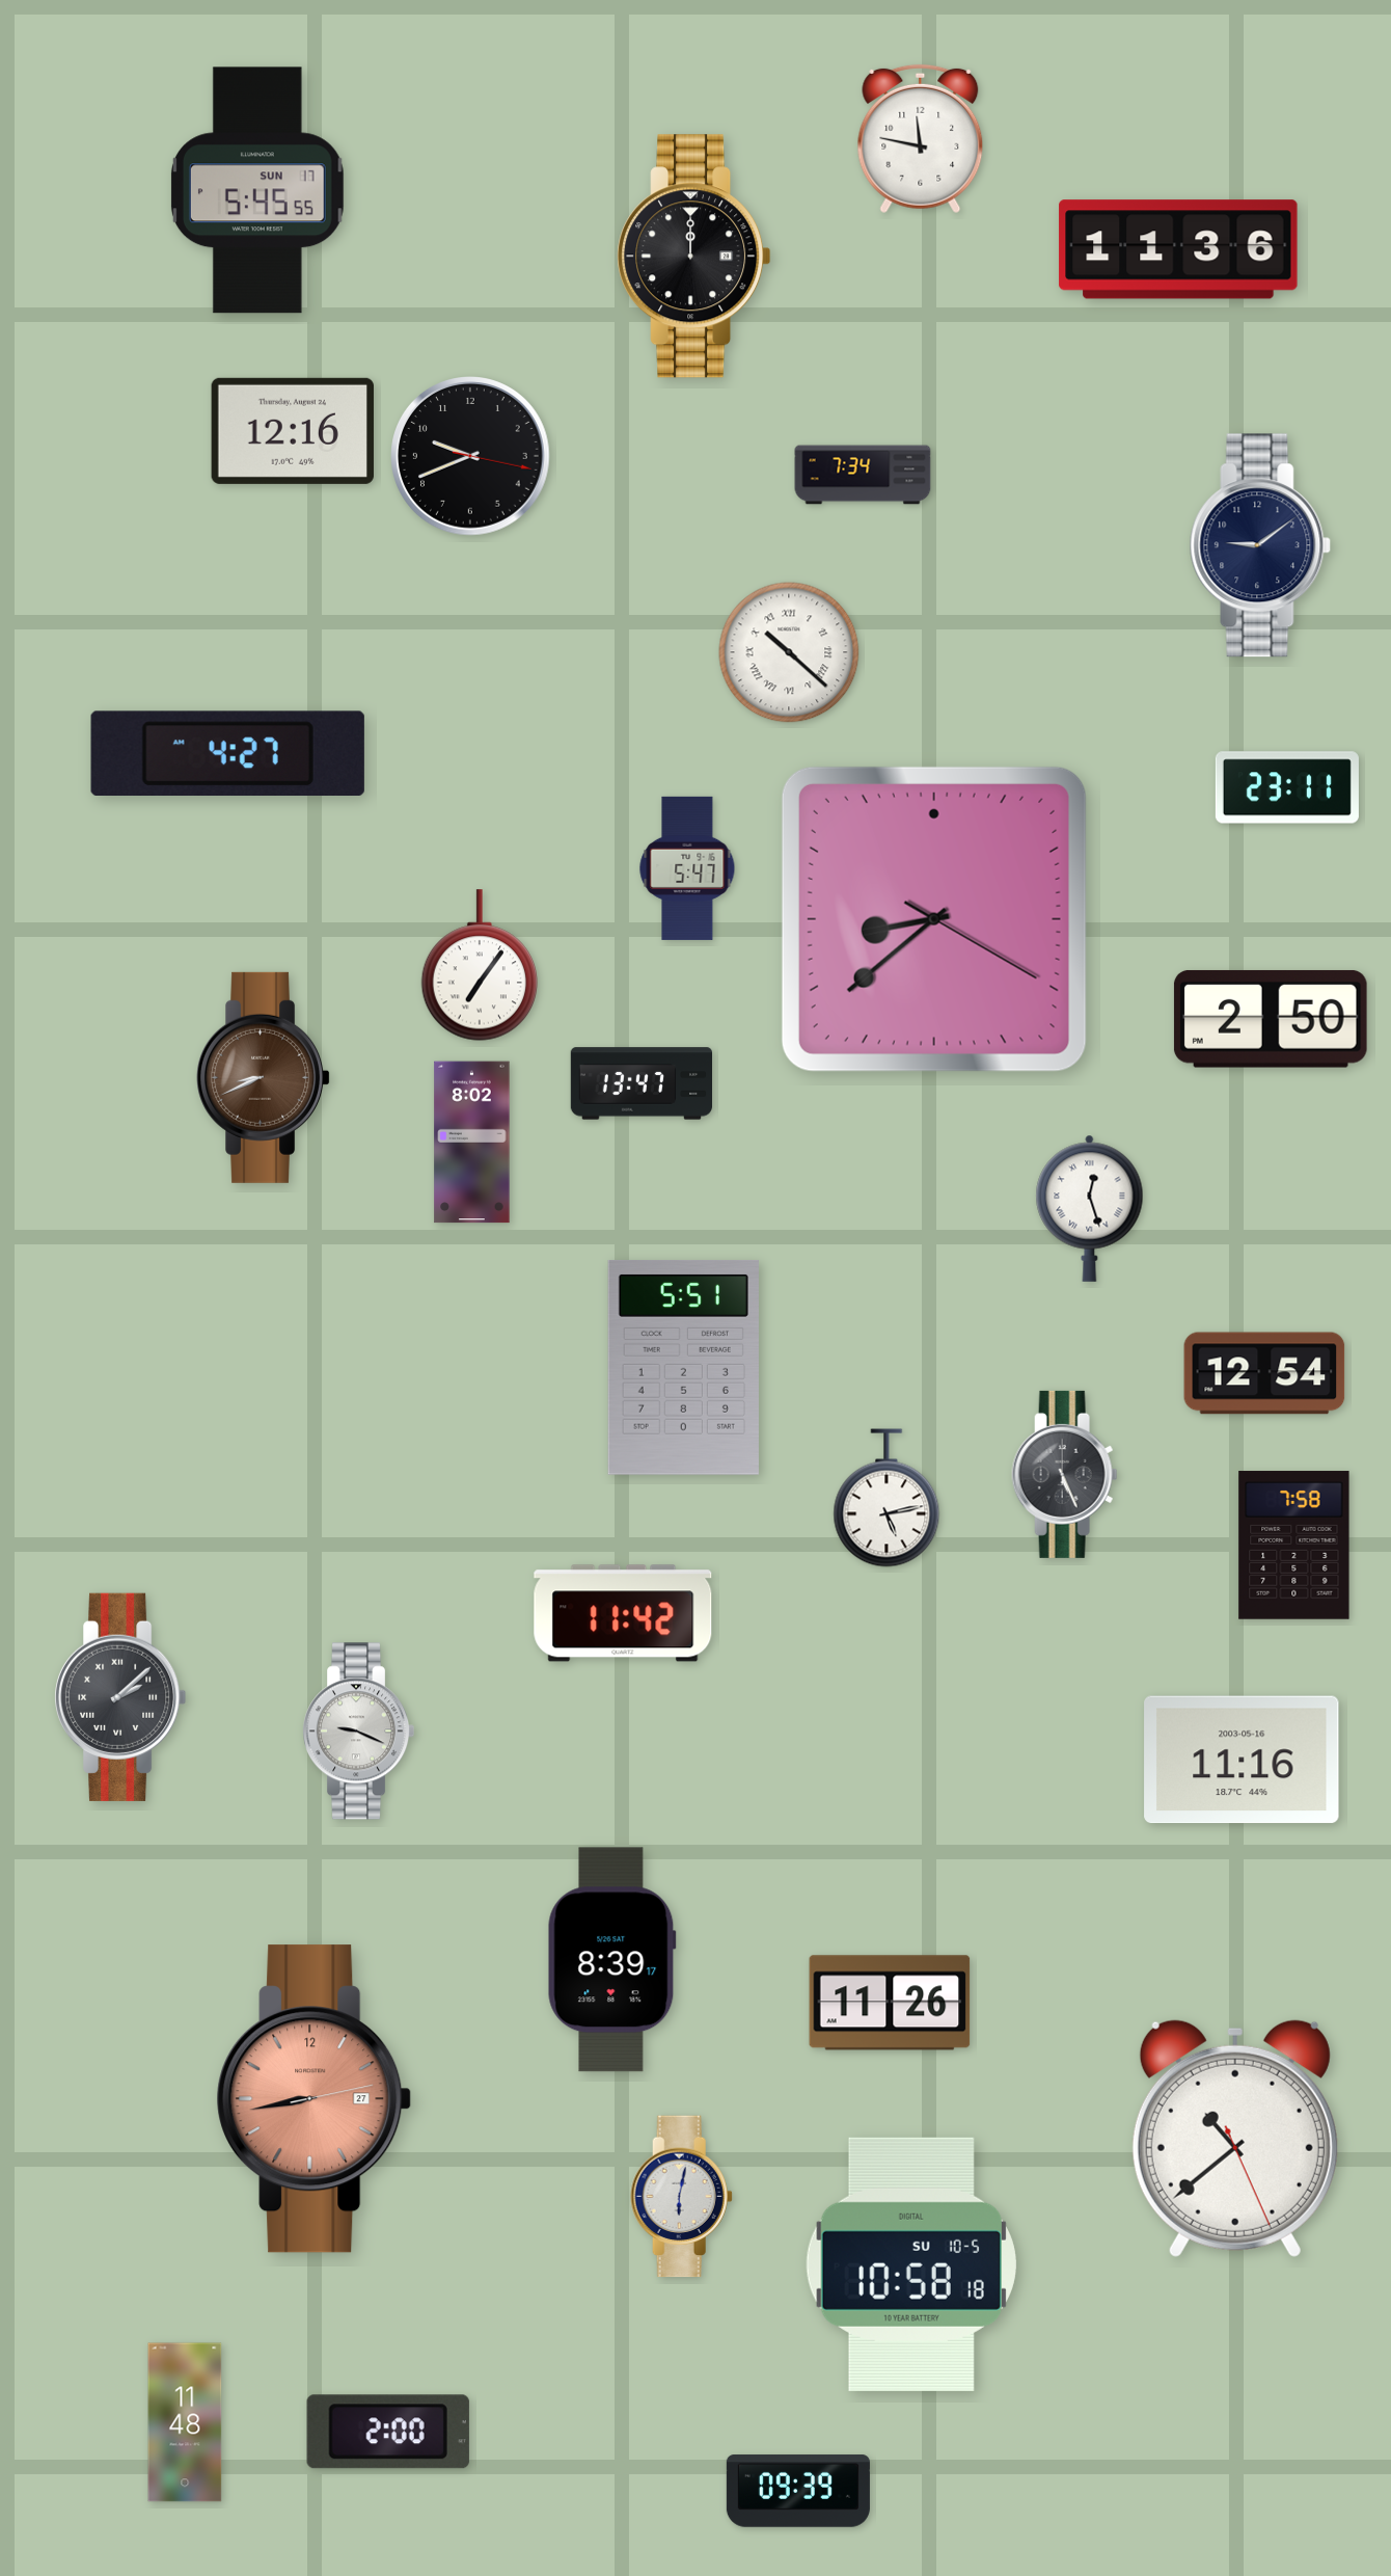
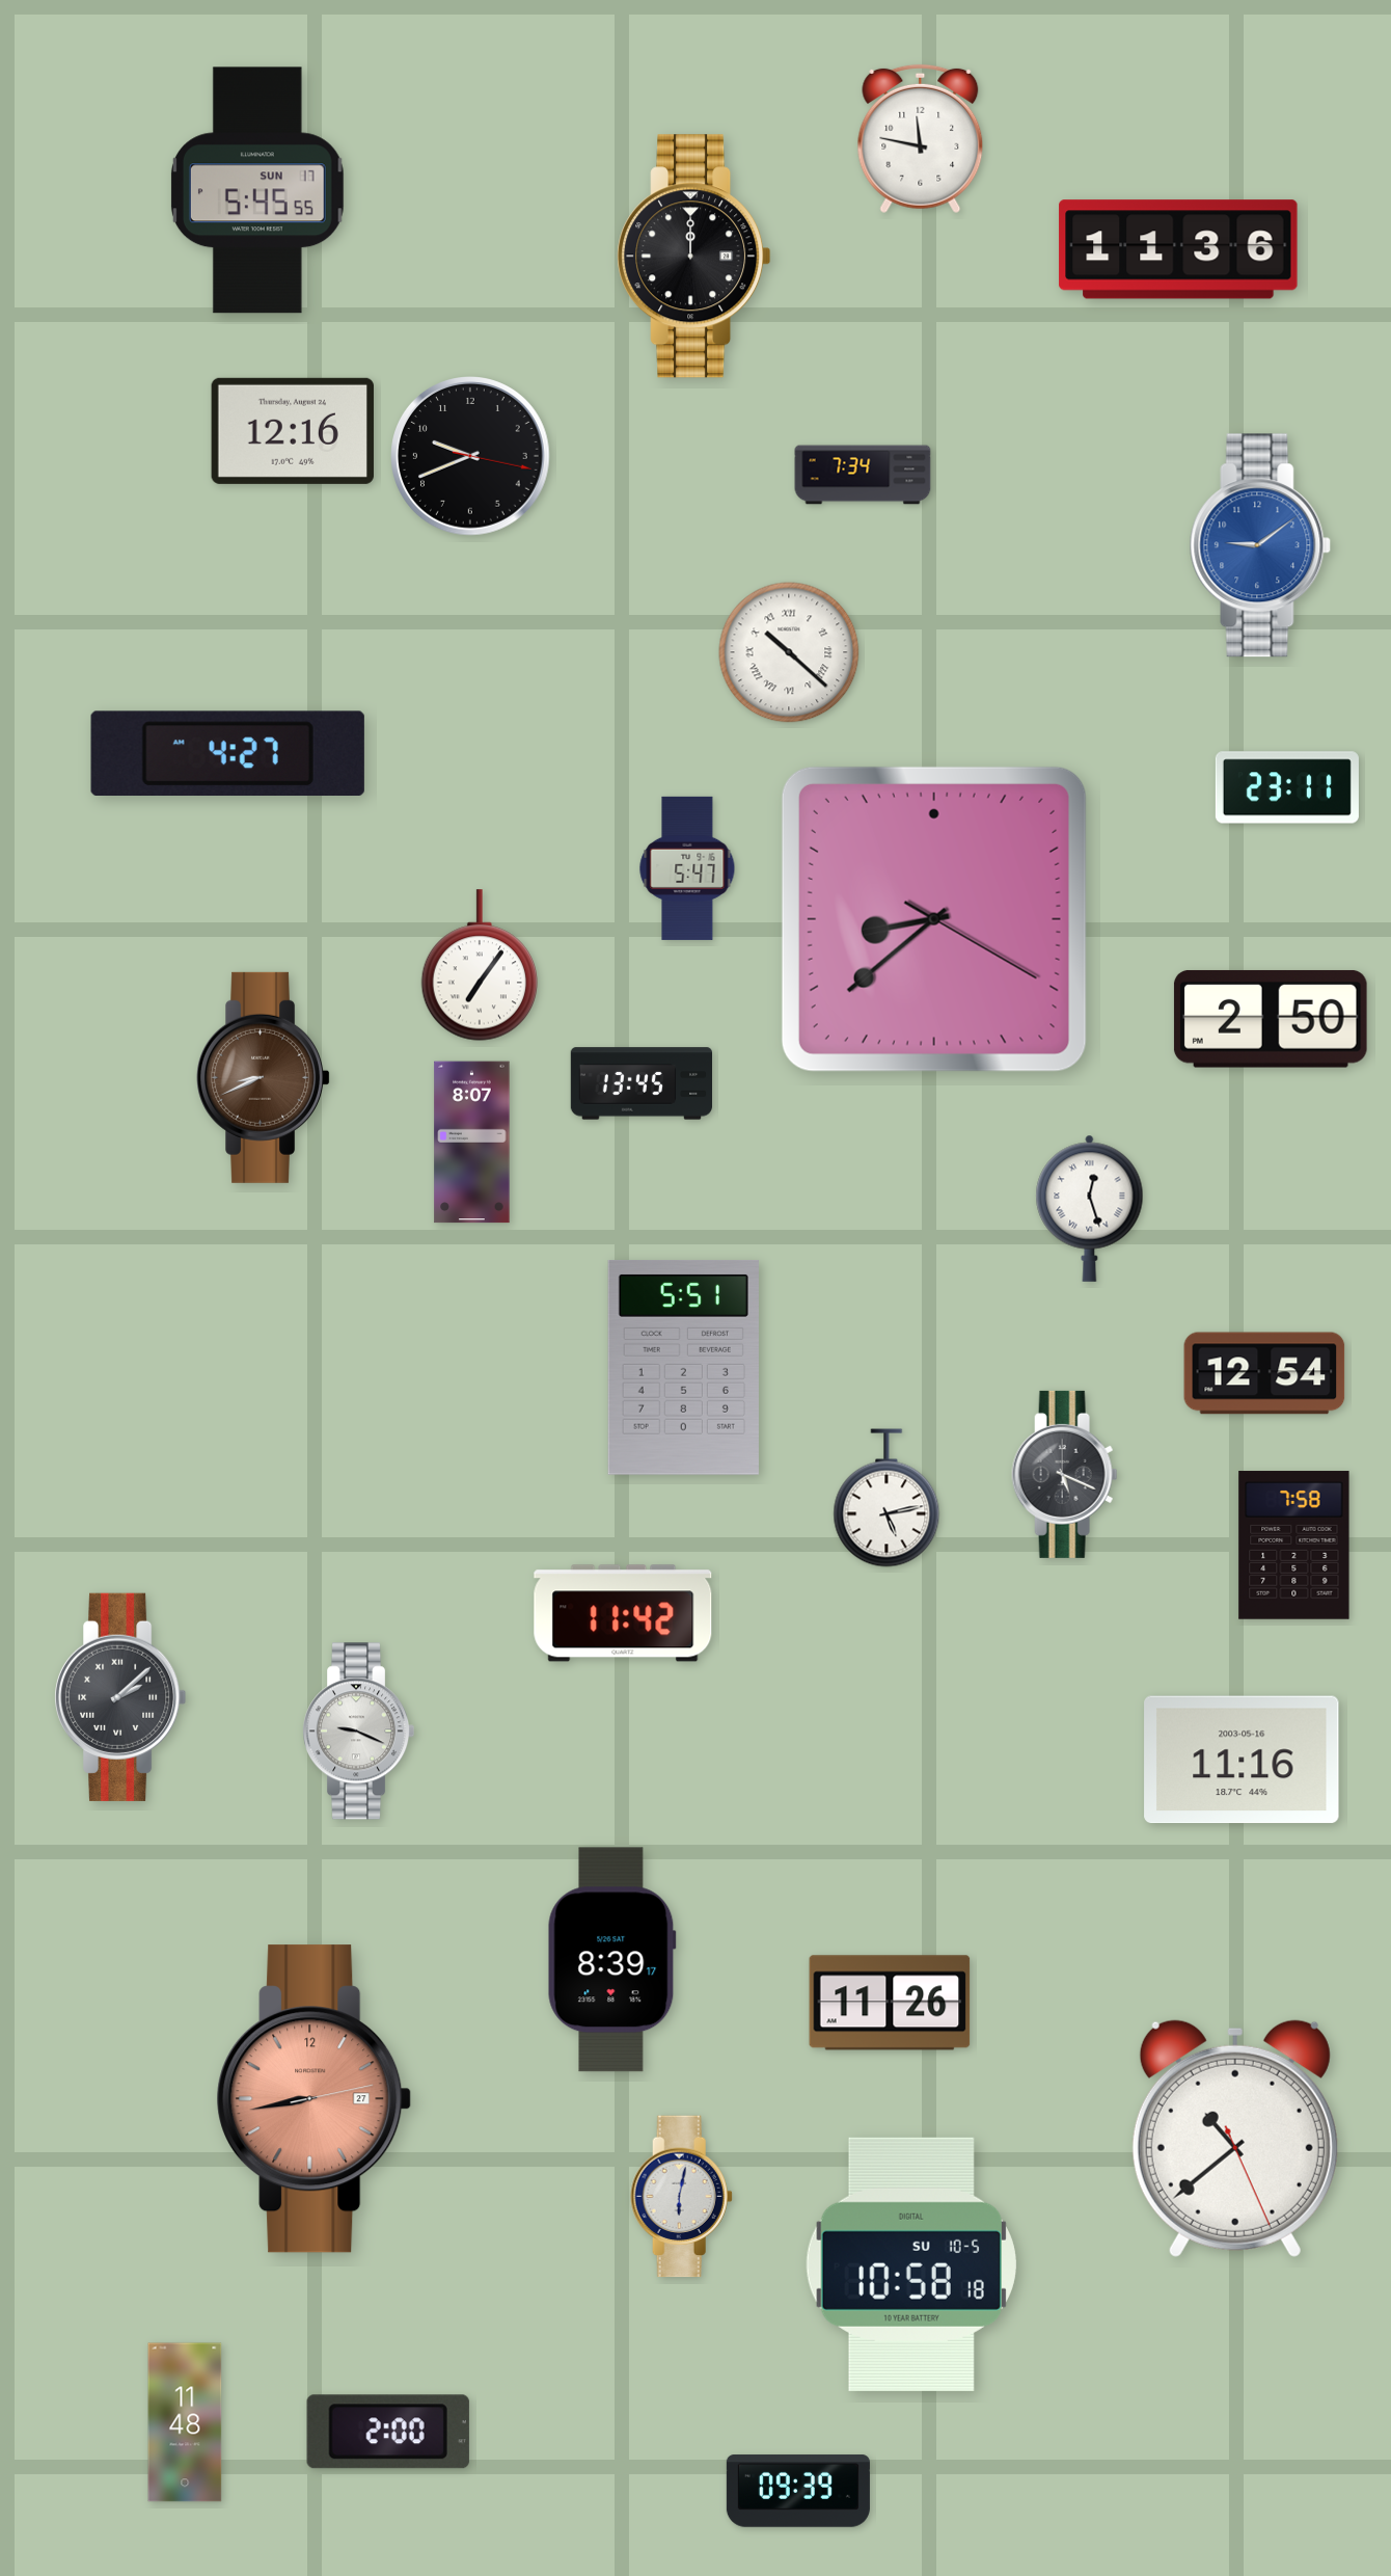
clock at (1260, 545) dial: navy -> blue
clock at (640, 1083): 13:47 -> 13:45
clock at (472, 1143): 8:02 -> 8:07
clock at (1065, 1474): 5:26 -> 5:19
